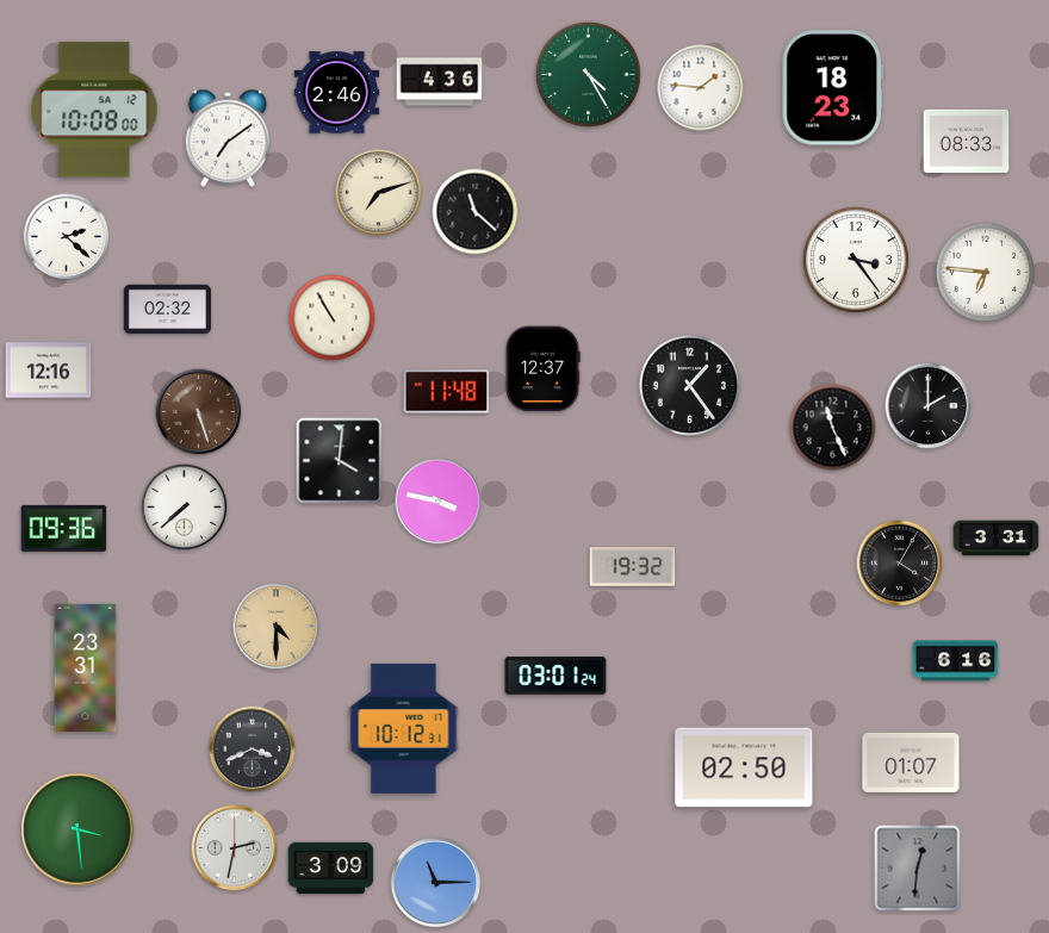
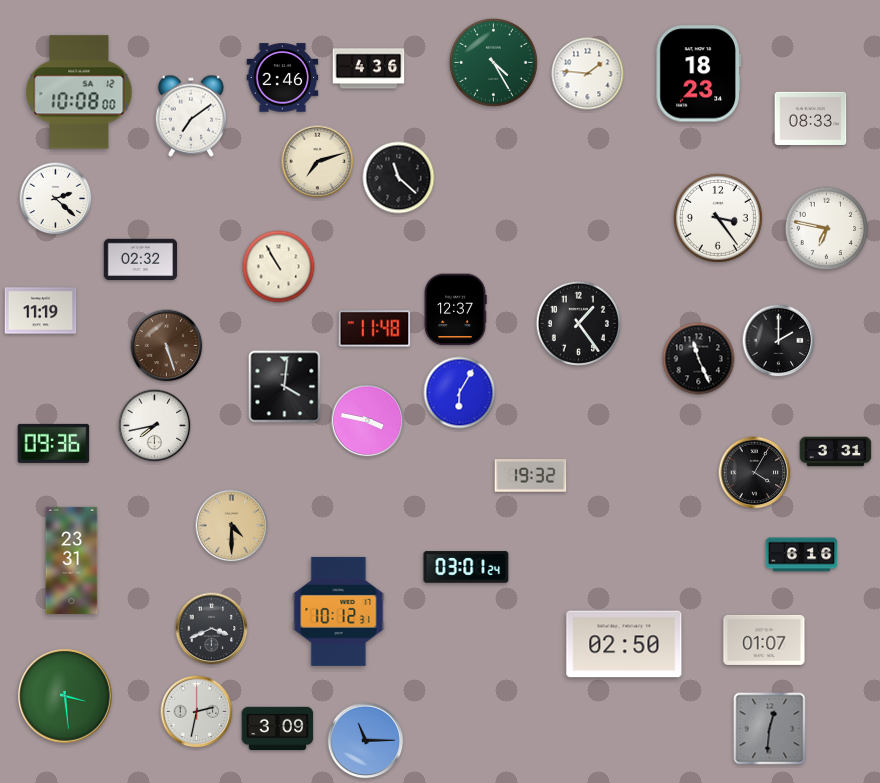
clock at (986, 273): 6:46 -> 6:47
clock at (49, 371): 12:16 -> 11:19
clock at (460, 393): none -> 6:05
clock at (185, 508): 7:38 -> 7:43
